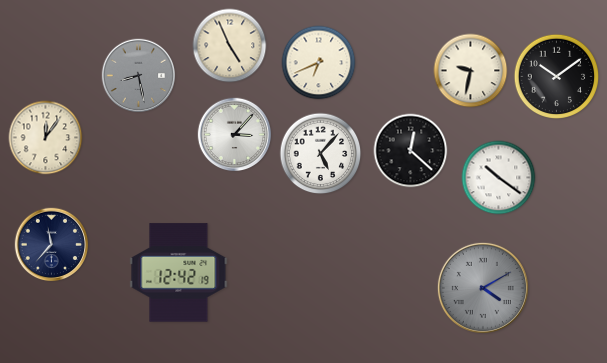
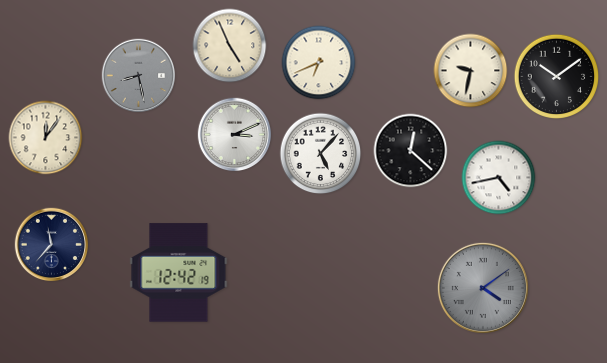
clock at (235, 135): 3:07 -> 3:11
clock at (499, 178): 10:21 -> 4:43
clock at (483, 288): 4:10 -> 4:09
